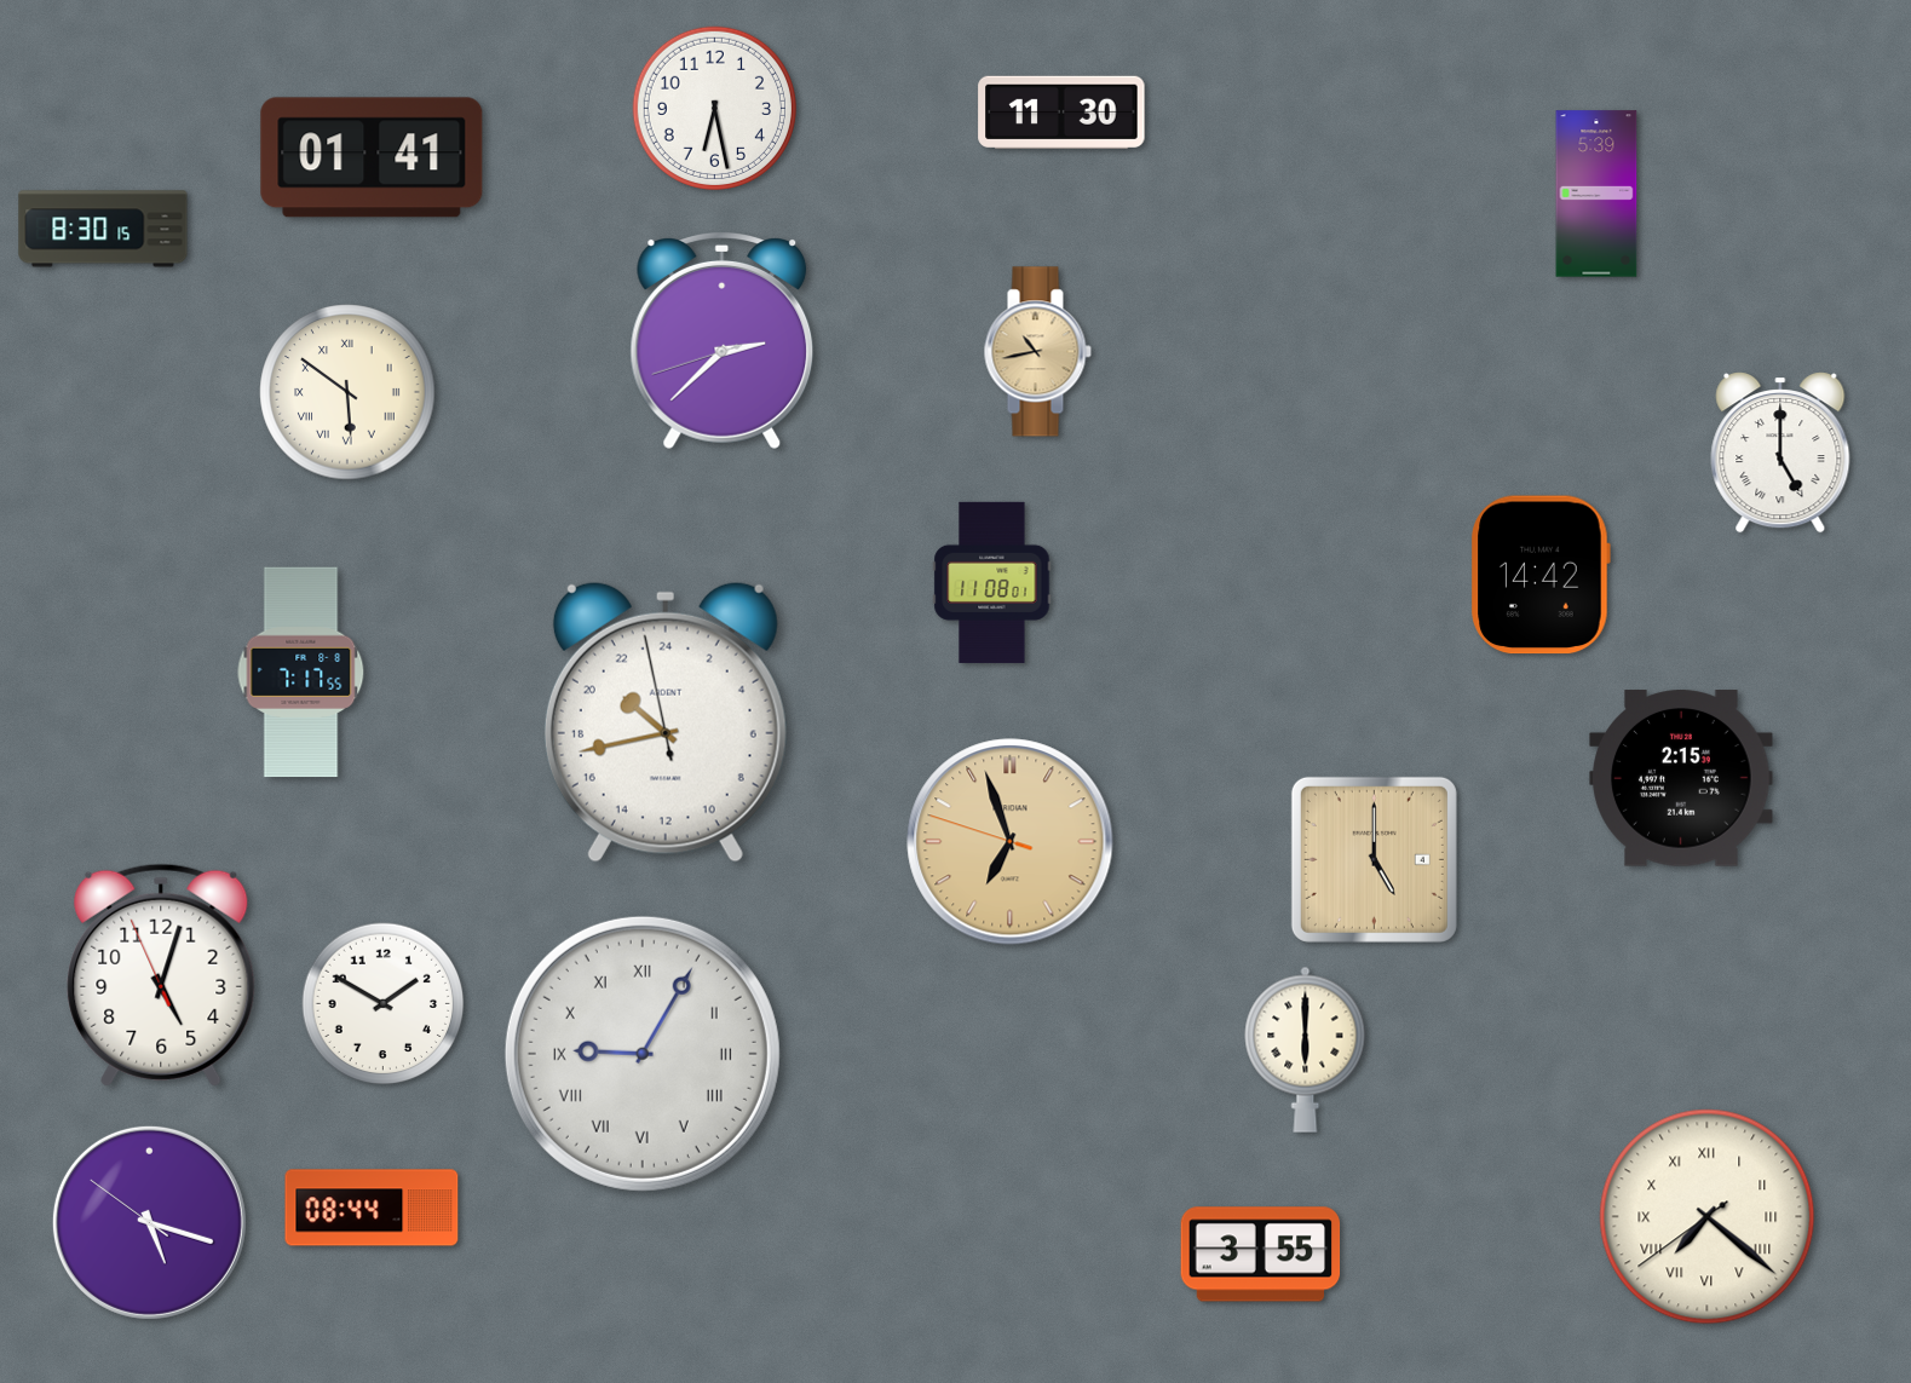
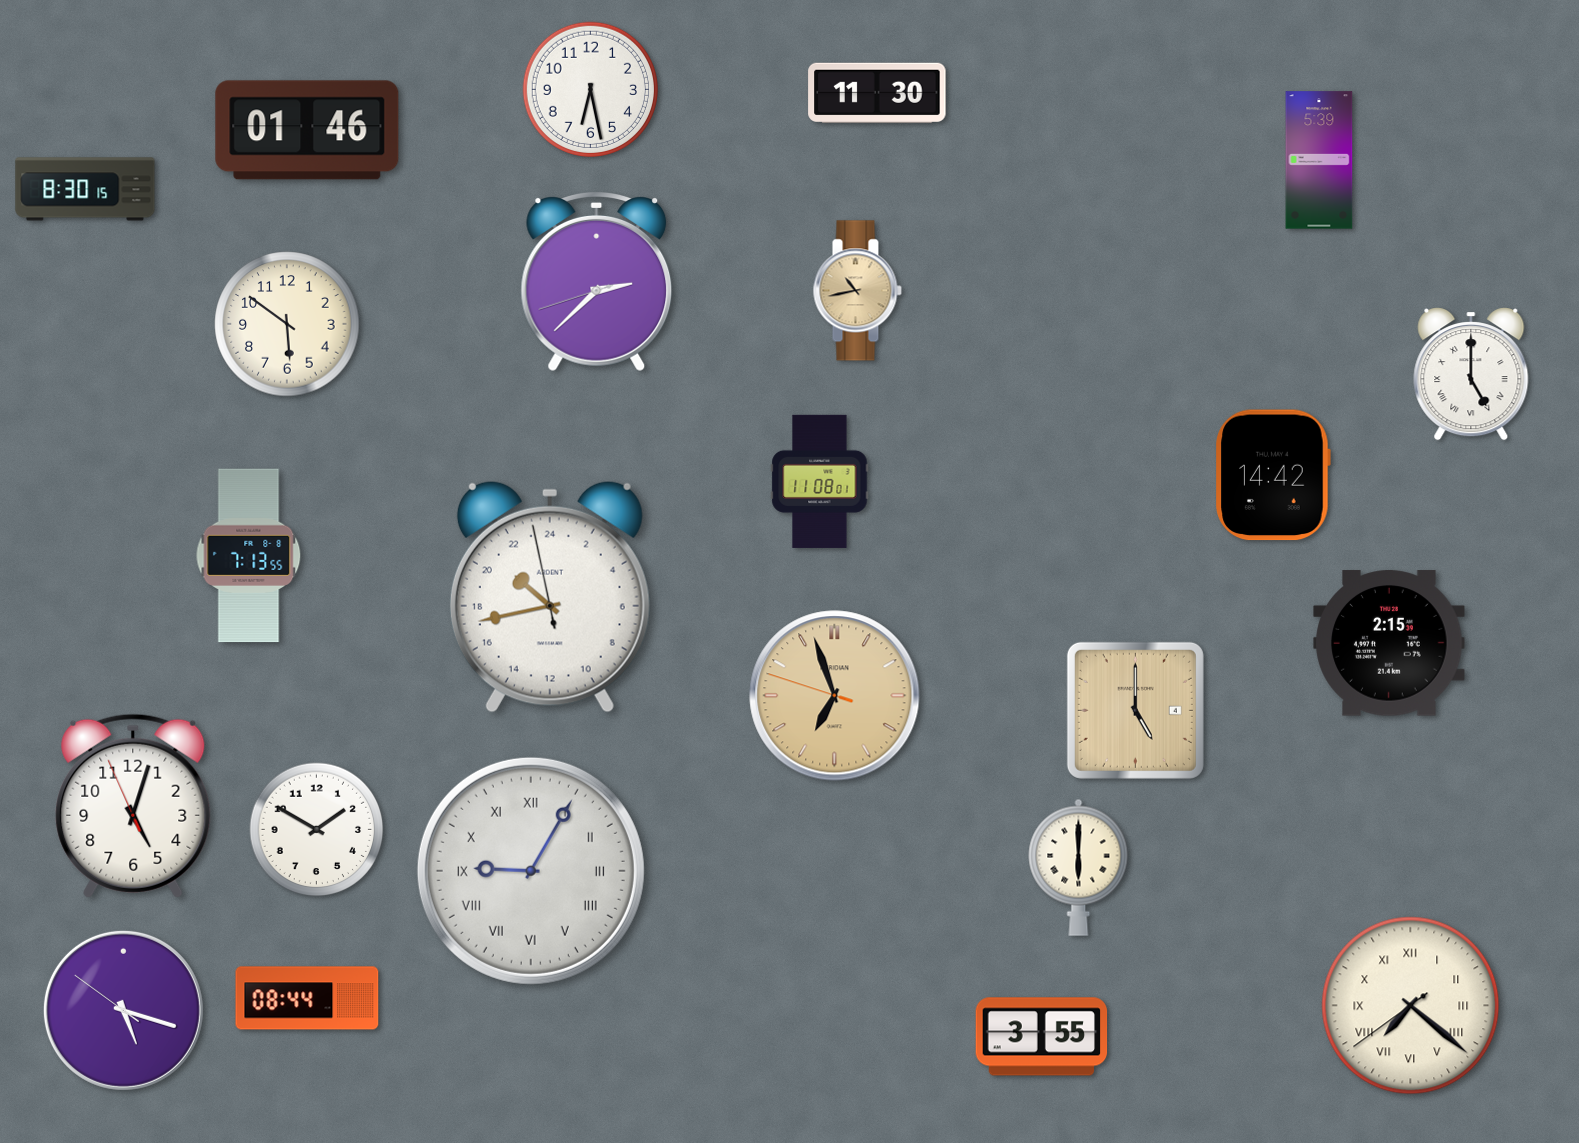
clock at (372, 157): 01:41 -> 01:46
clock at (347, 392) numerals: Roman -> Arabic
clock at (301, 673): 7:17 -> 7:13
